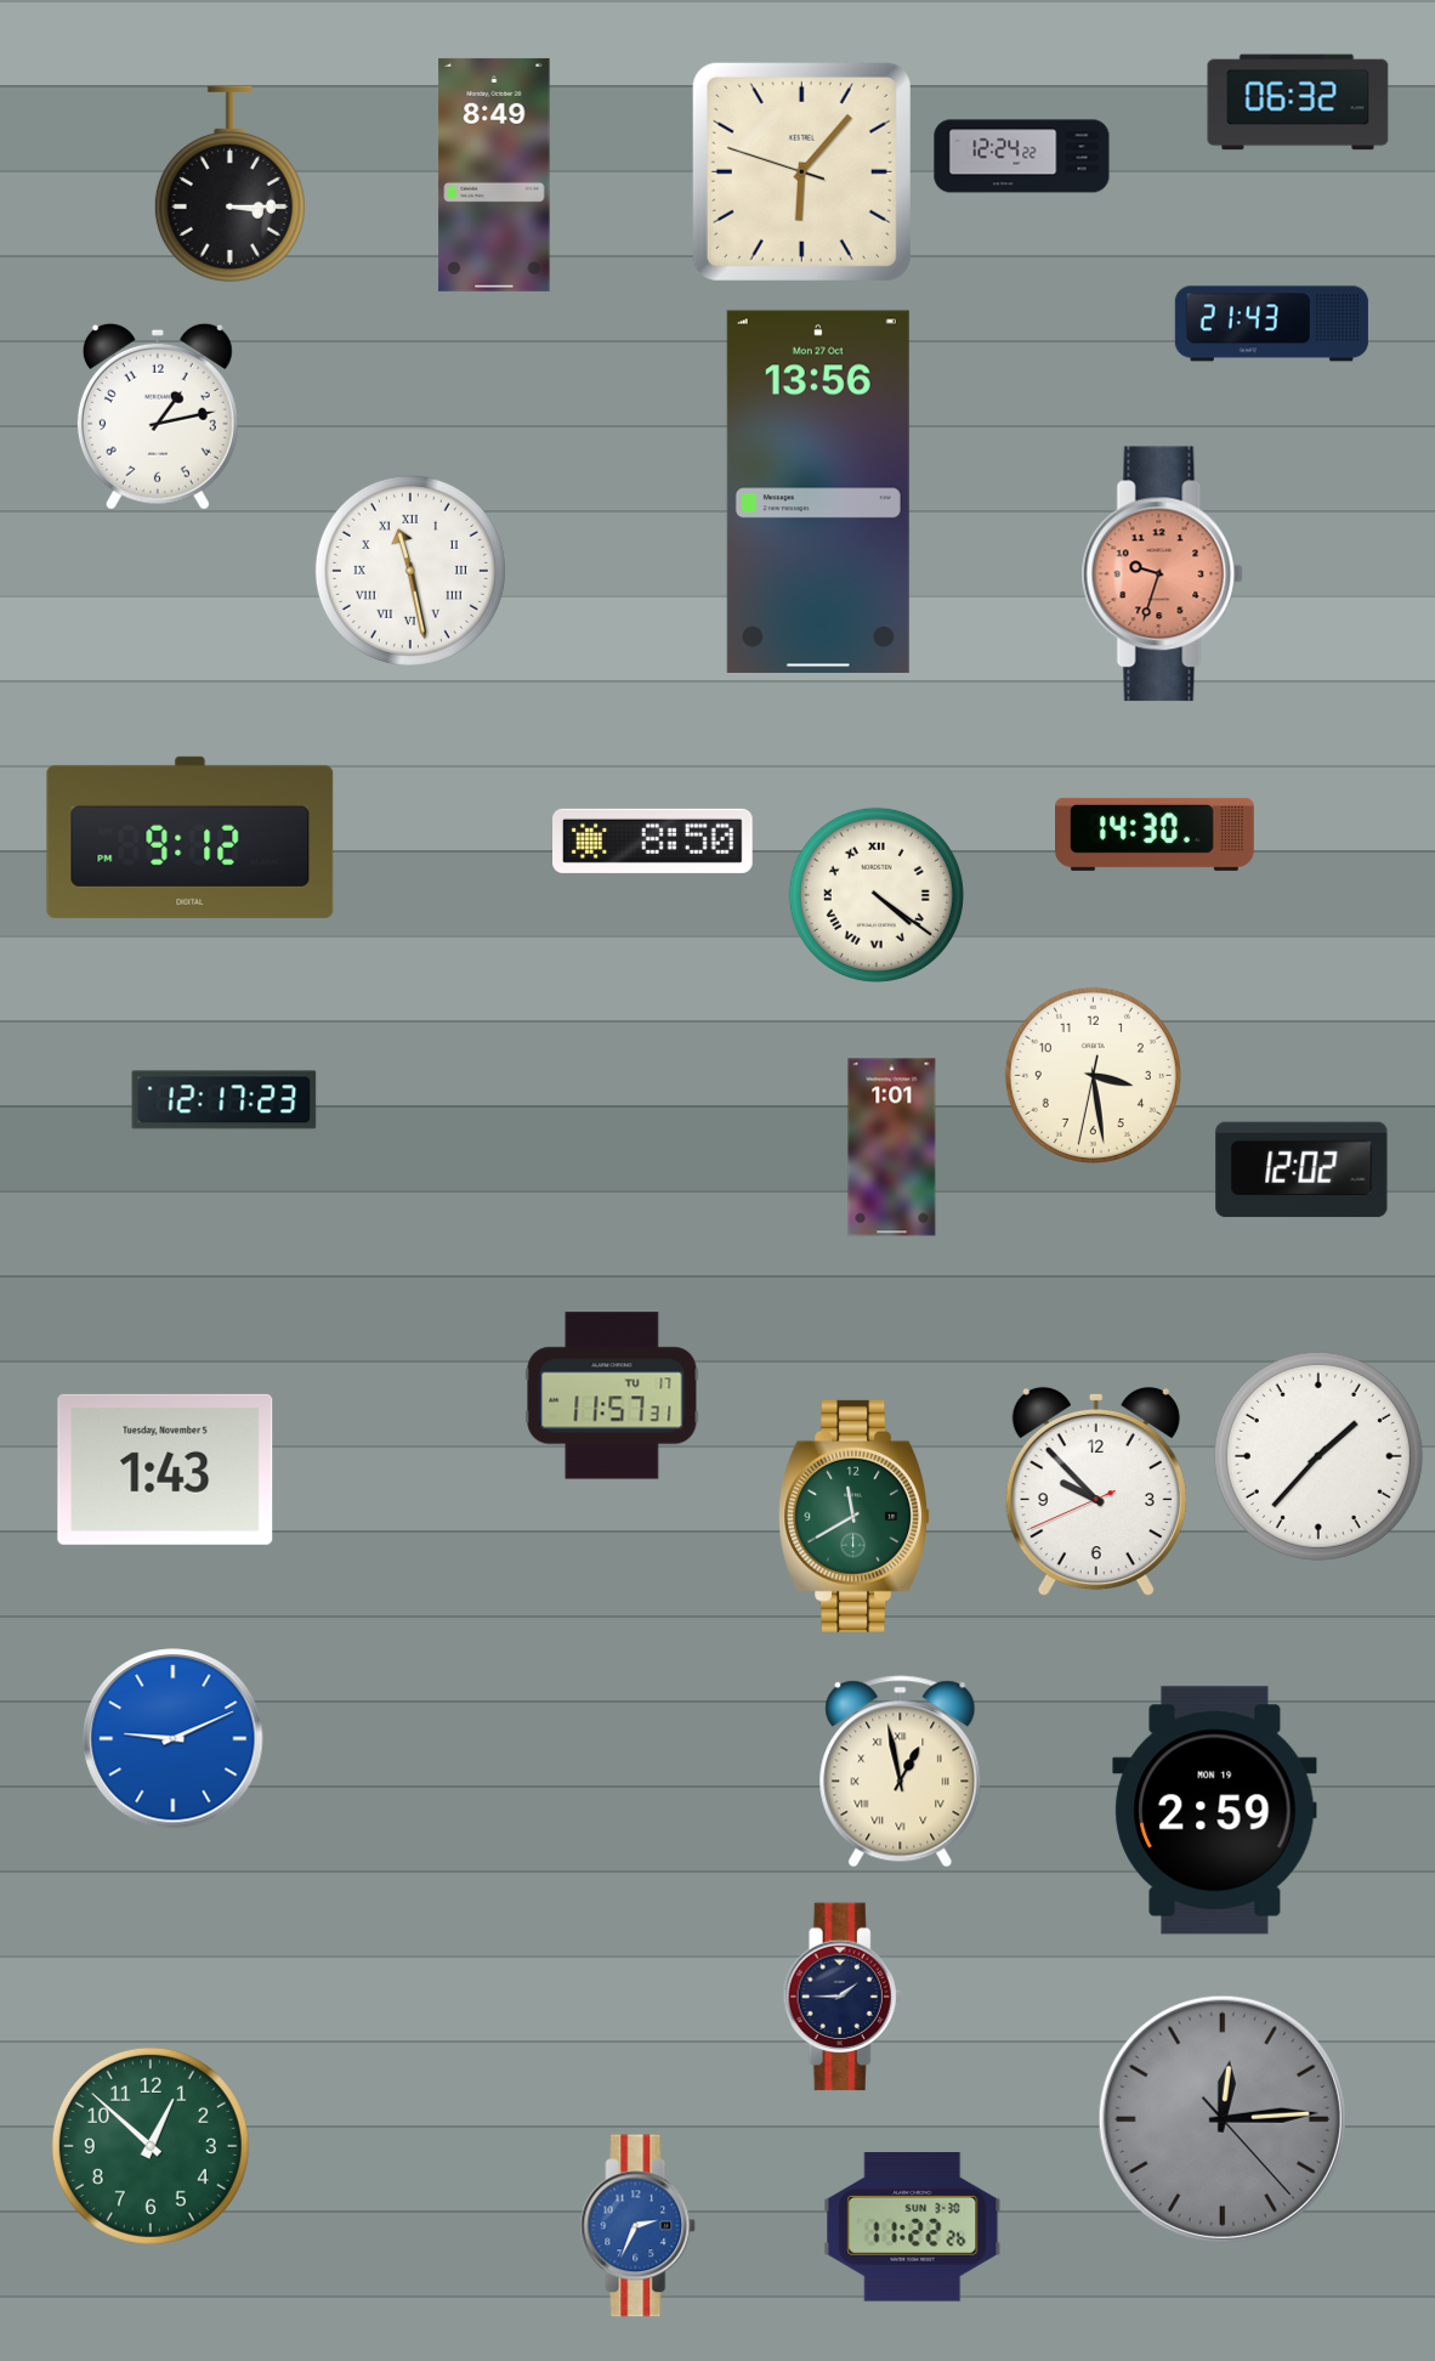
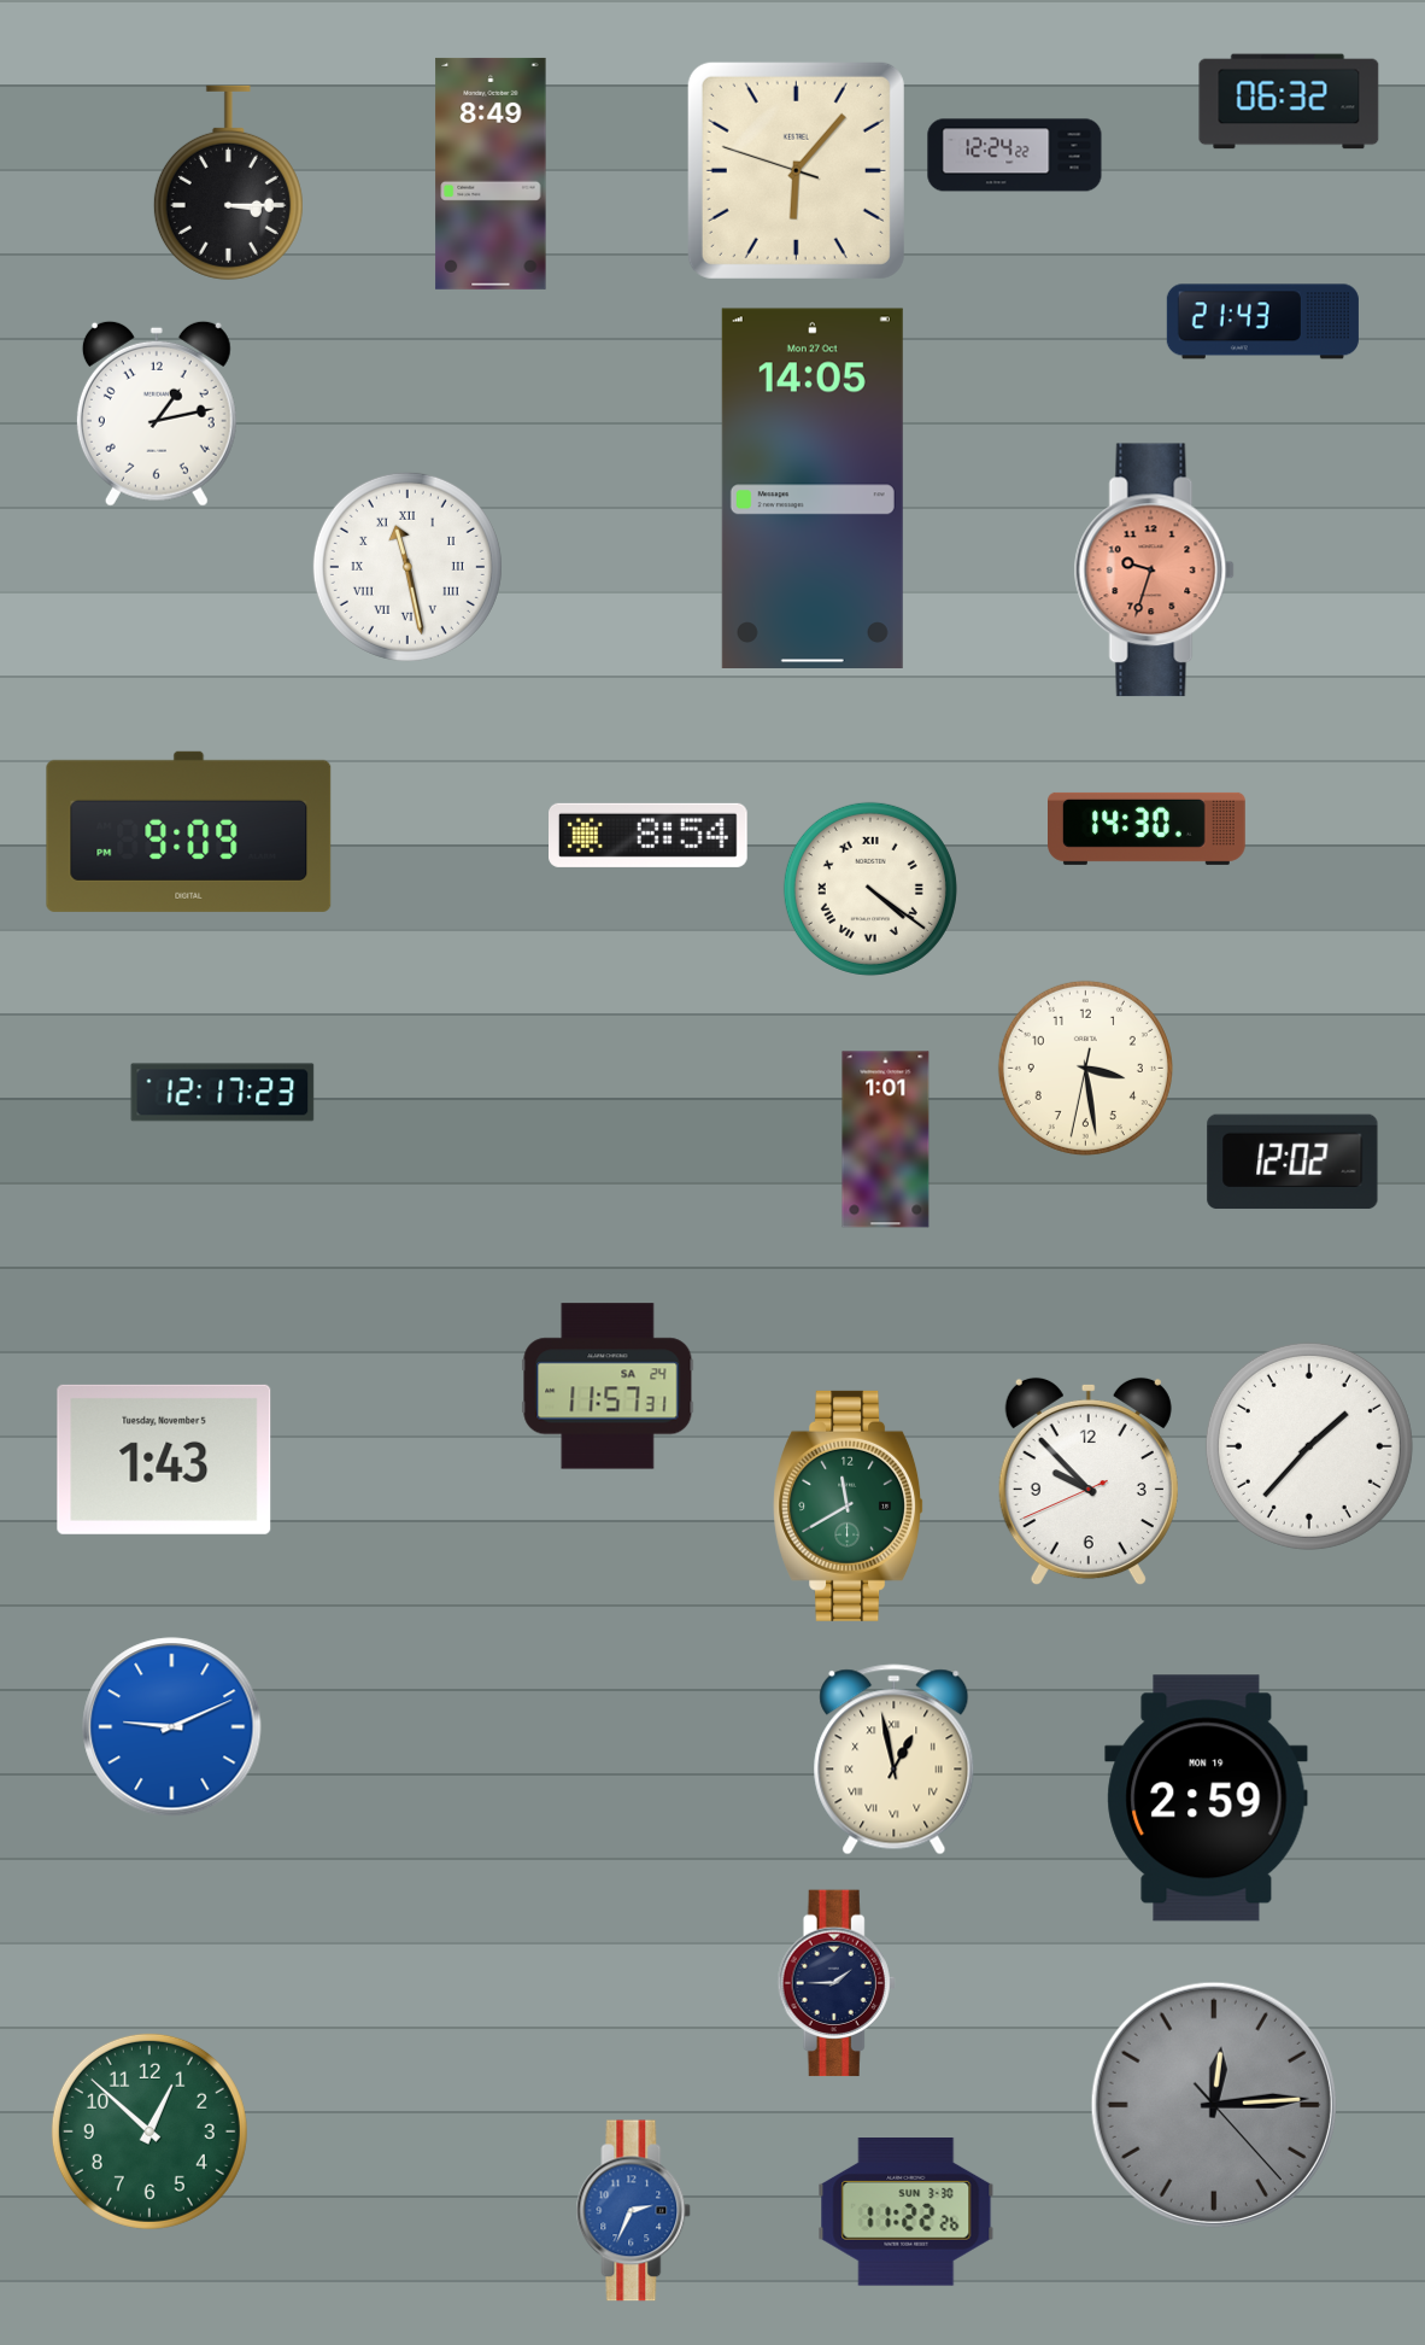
clock at (818, 491): 13:56 -> 14:05
clock at (191, 837): 9:12 -> 9:09
clock at (653, 840): 8:50 -> 8:54
clock at (612, 1395) date: TU 17 -> SA 24
